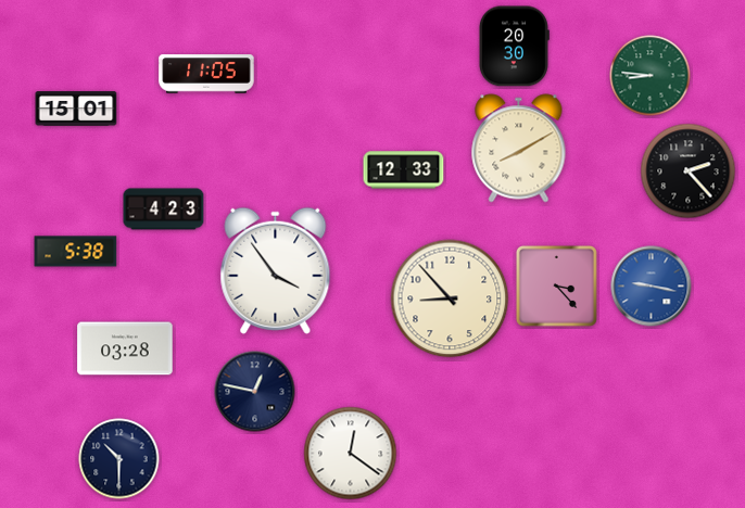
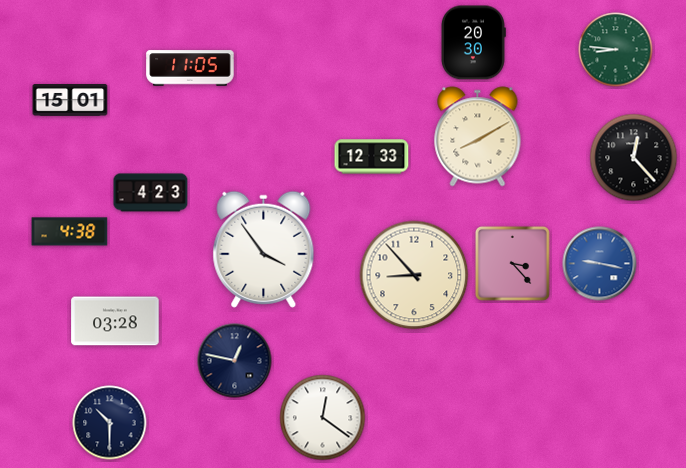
clock at (651, 76) position: (651, 76) -> (616, 50)
clock at (689, 172): 2:23 -> 12:23
clock at (76, 252): 5:38 -> 4:38
clock at (276, 270) position: (276, 270) -> (264, 249)
